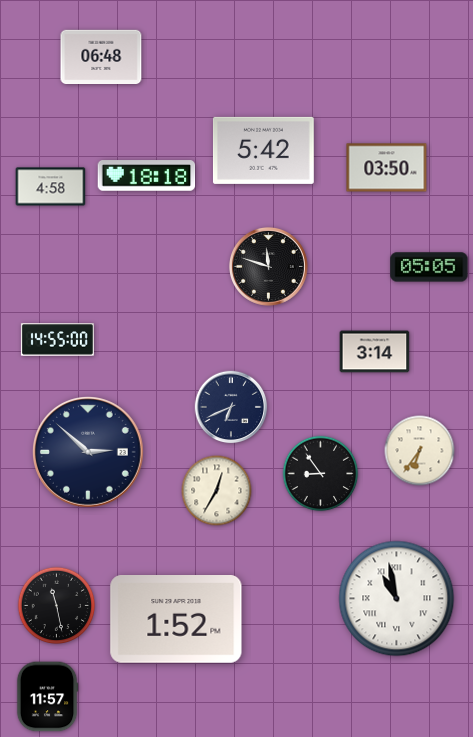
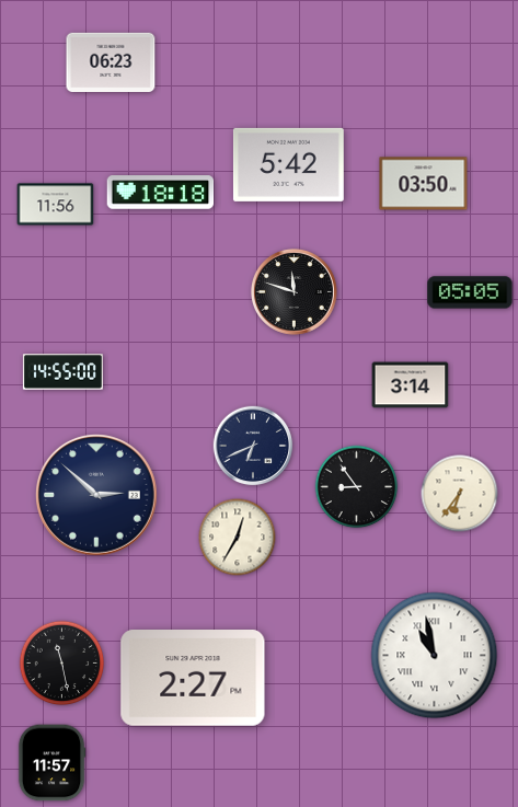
clock at (101, 56): 06:48 -> 06:23
clock at (51, 187): 4:58 -> 11:56
clock at (321, 474) position: (321, 474) -> (357, 487)
clock at (176, 620): 1:52 -> 2:27
